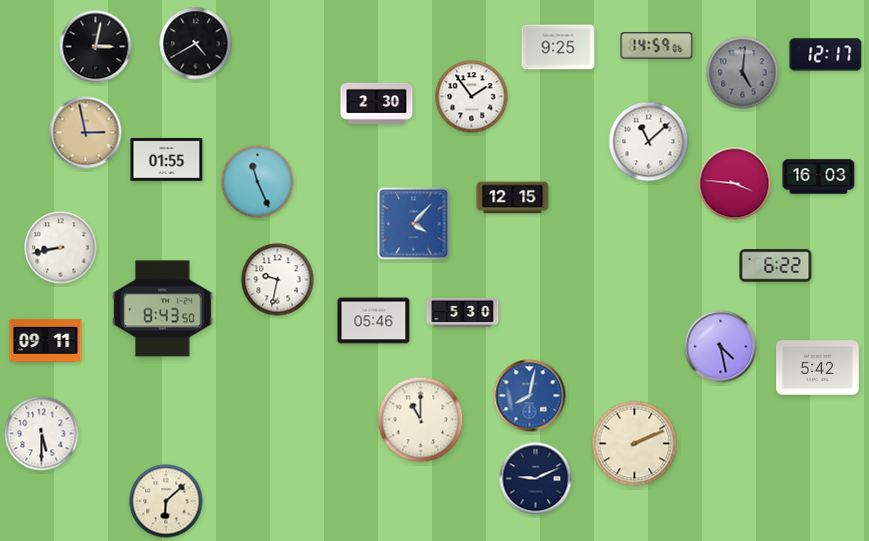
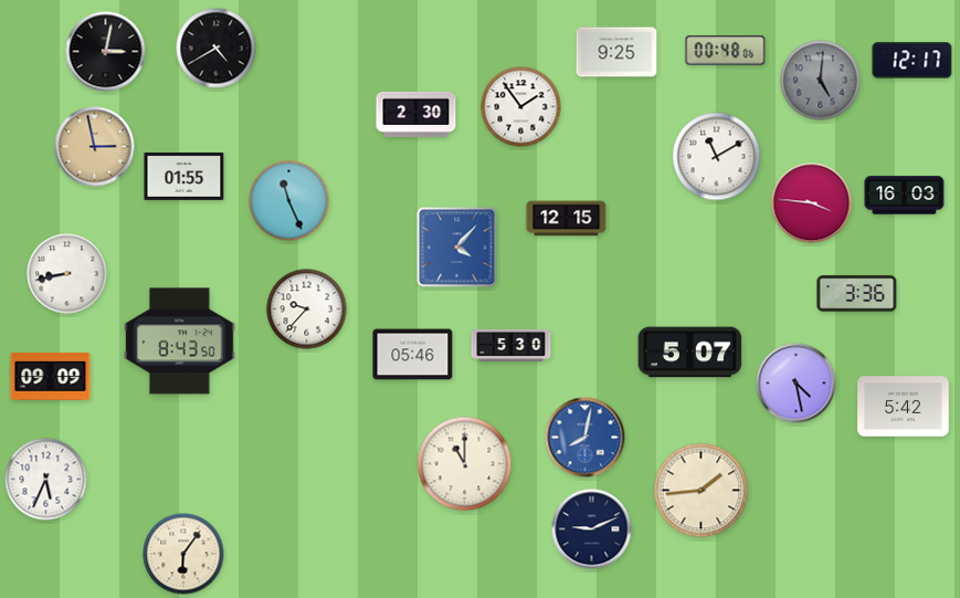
clock at (657, 46): 14:59 -> 00:48
clock at (649, 142): 11:08 -> 11:10
clock at (258, 182) position: (258, 182) -> (289, 201)
clock at (776, 266): 6:22 -> 3:36
clock at (278, 280): 9:32 -> 9:37
clock at (690, 353): none -> 5:07
clock at (46, 340): 09:11 -> 09:09
clock at (42, 434): 5:30 -> 5:34
clock at (635, 444): 2:11 -> 1:44
clock at (166, 501): 6:08 -> 6:06
